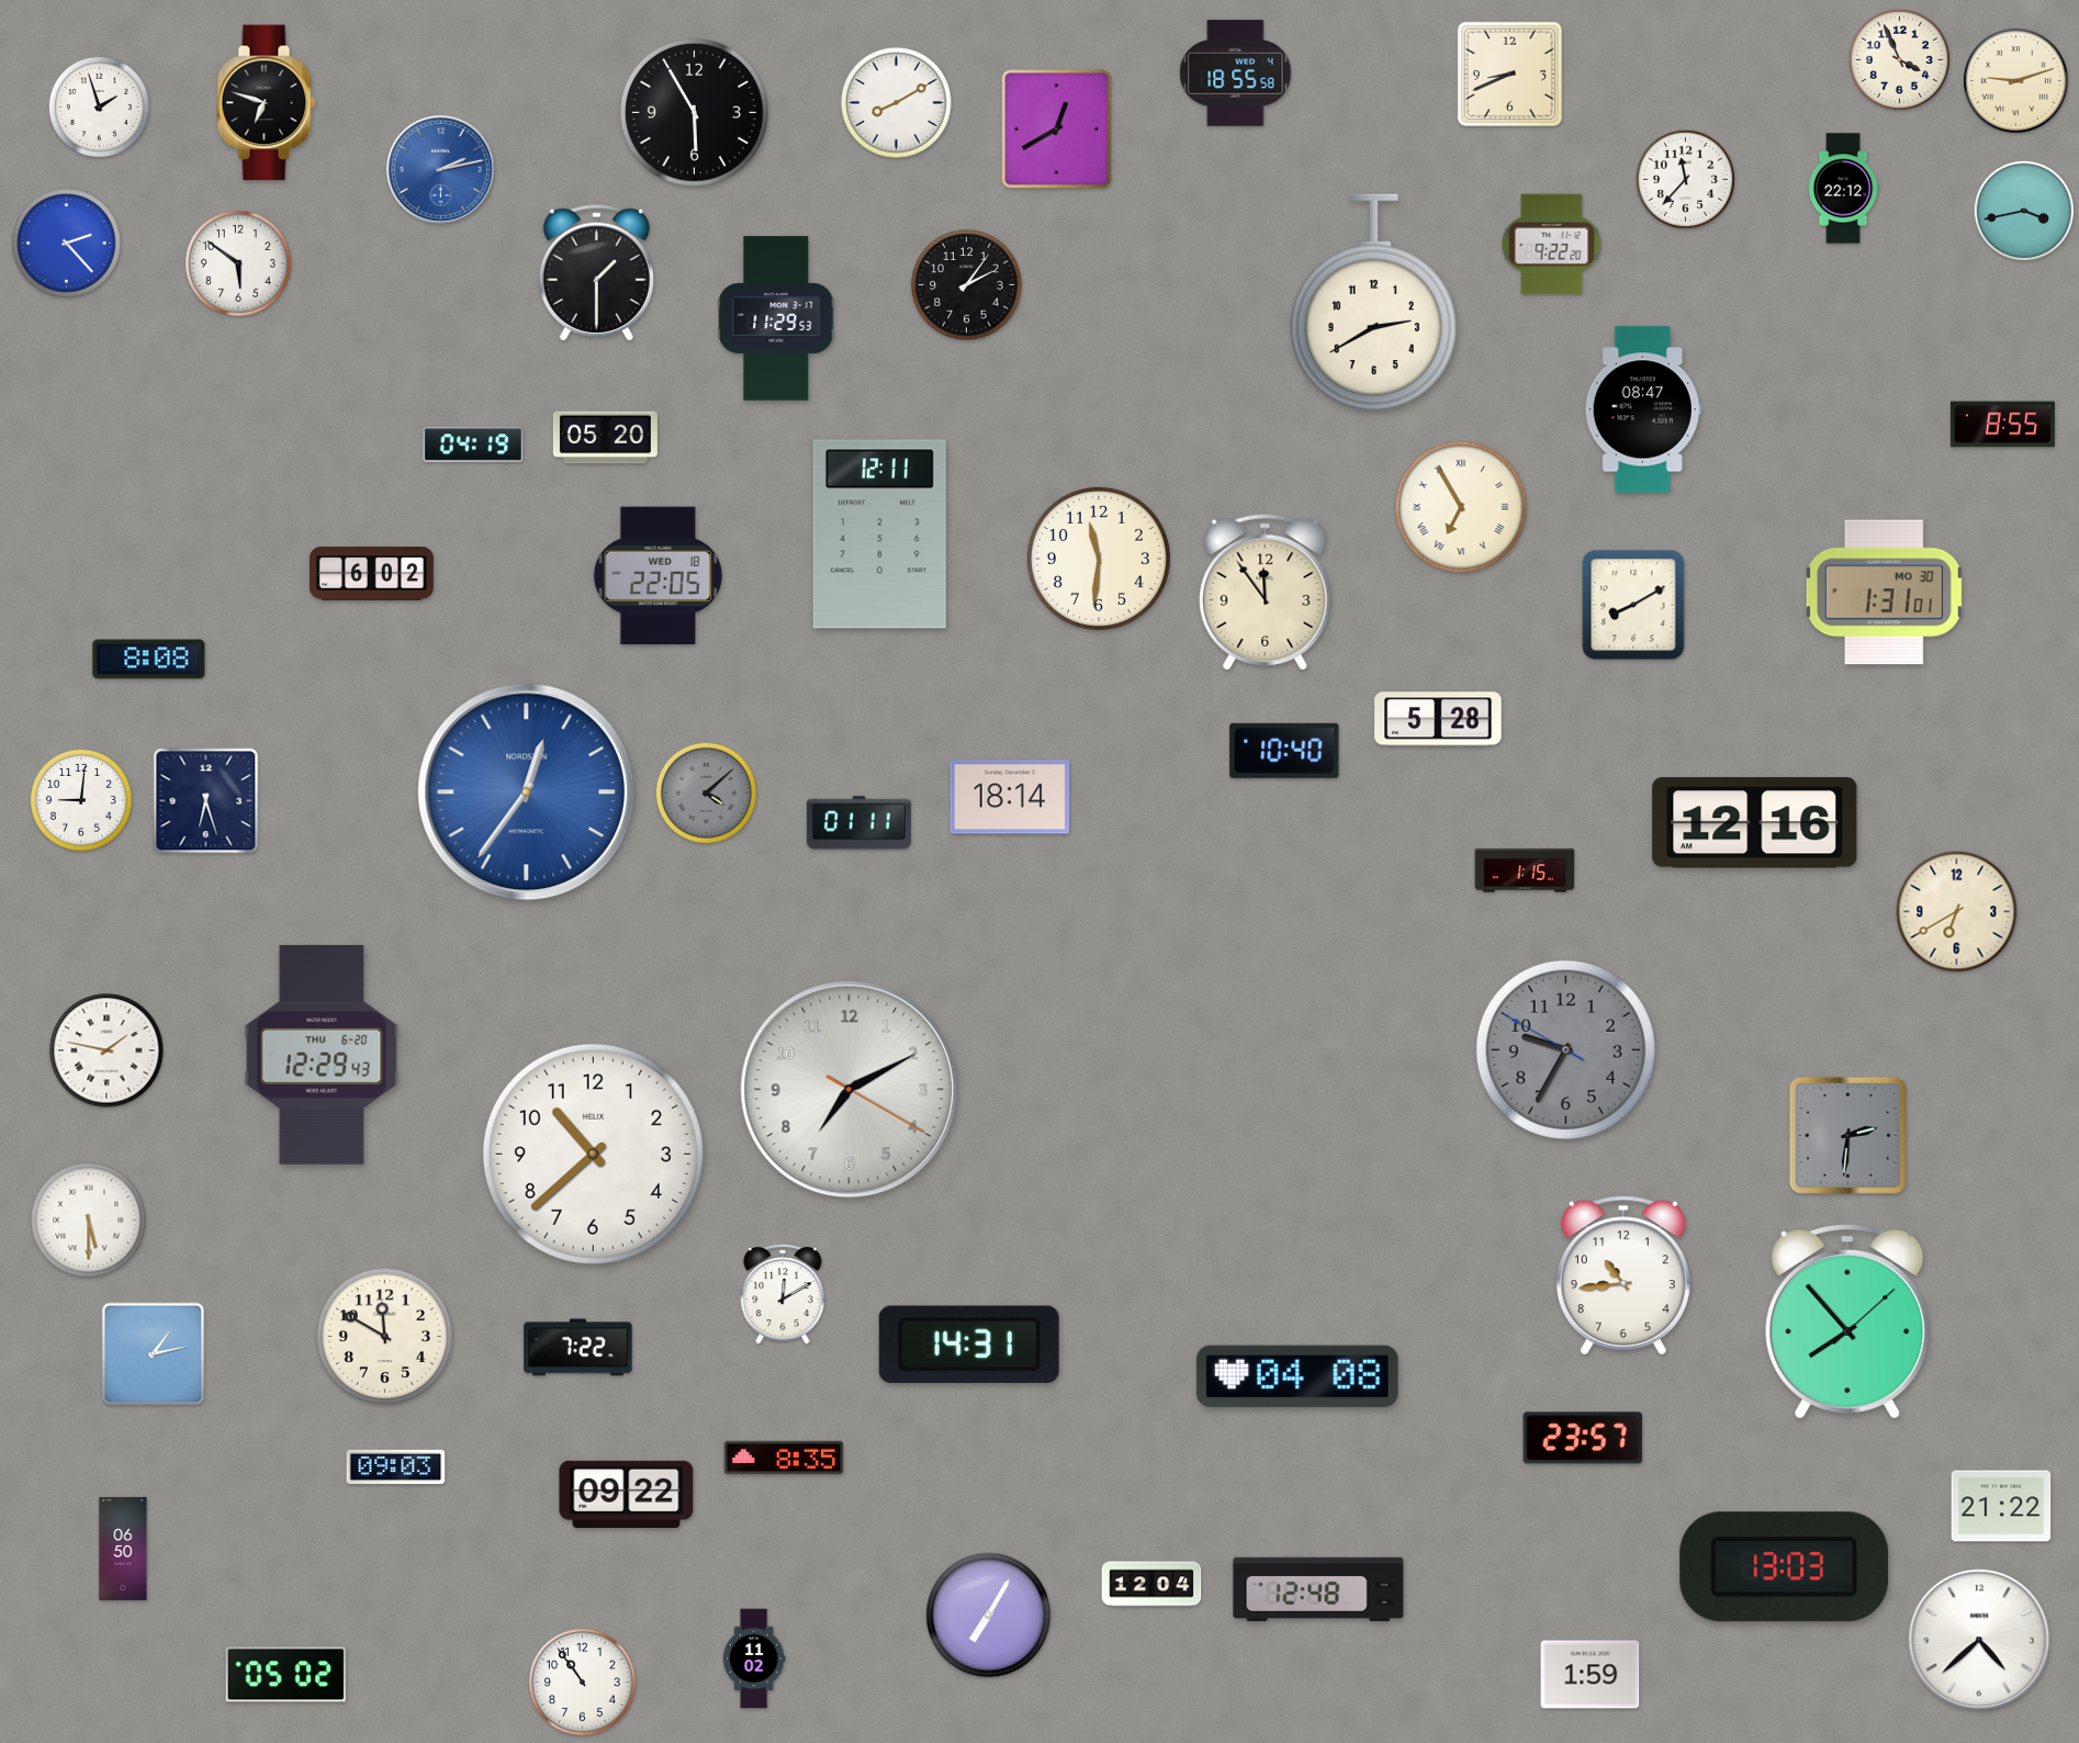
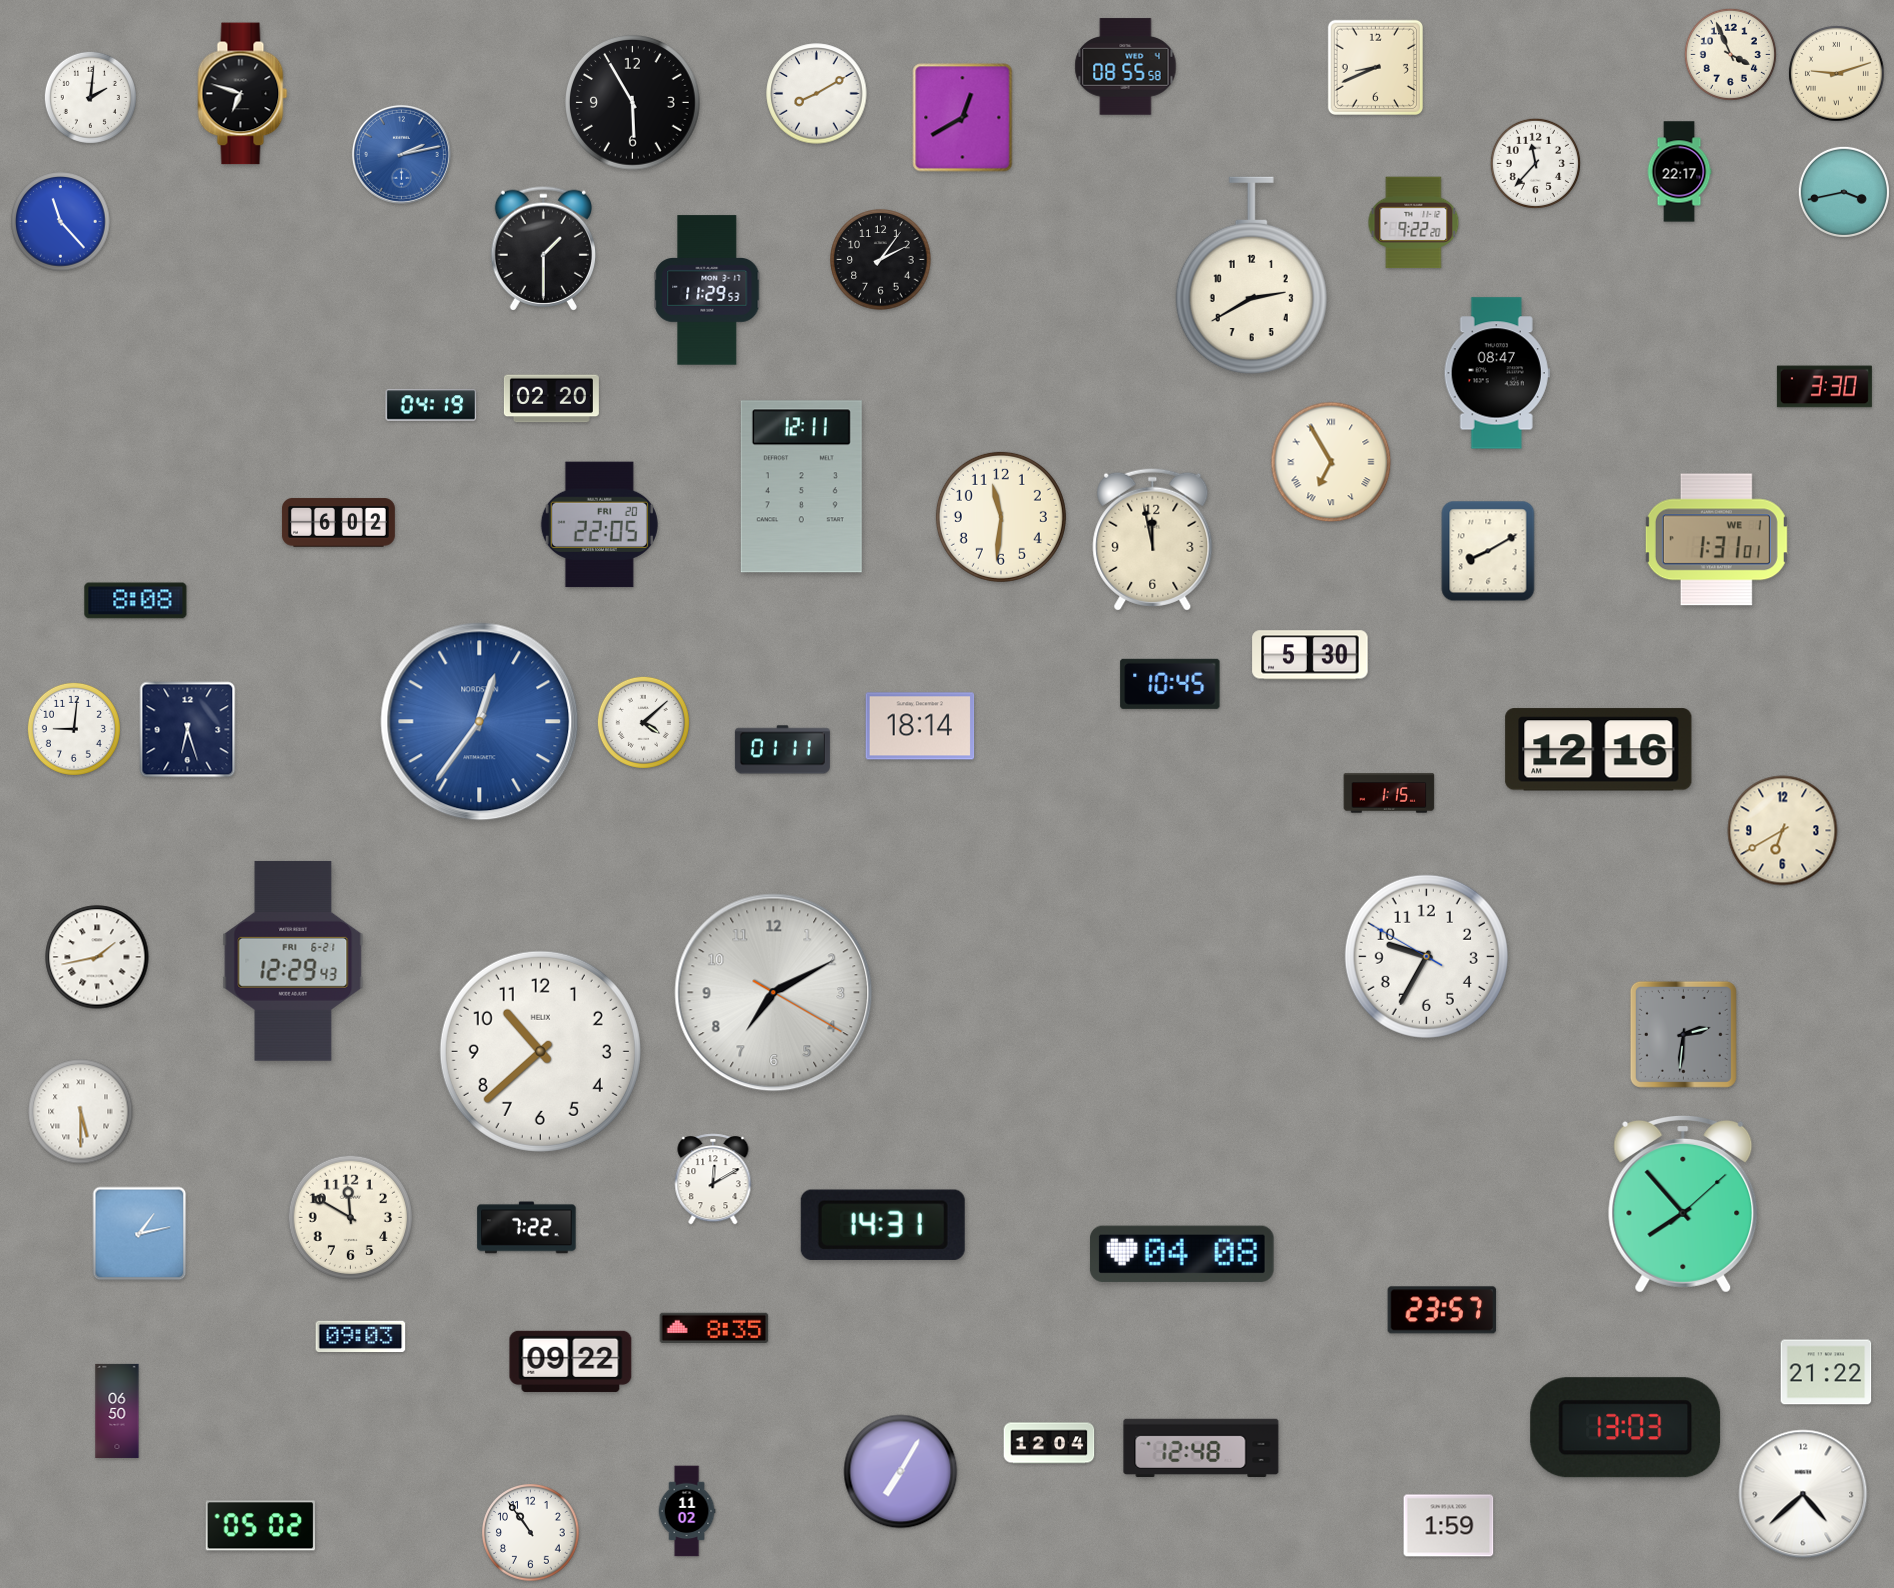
clock at (1236, 74): 18:55 -> 08:55
clock at (99, 106): 1:57 -> 2:01
clock at (1843, 189): 22:12 -> 22:17
clock at (67, 244): 2:23 -> 11:23
clock at (239, 265): 5:51 -> none
clock at (2002, 425): 8:55 -> 3:30
clock at (605, 438): 05:20 -> 02:20
clock at (1099, 559) position: (1099, 559) -> (1001, 517)
clock at (658, 576) date: WED 18 -> FRI 20
clock at (1266, 592): 11:54 -> 11:58
clock at (1884, 593) date: MO 30 -> WE 1
clock at (1438, 719): 5:28 -> 5:30
clock at (1284, 751): 10:40 -> 10:45
clock at (706, 792) dial: grey -> white
clock at (1565, 1049) dial: grey -> white
clock at (106, 1050): 1:47 -> 1:43
clock at (322, 1055) date: THU 6-20 -> FRI 6-21
clock at (1623, 1275): 10:44 -> none
clock at (2001, 1506) position: (2001, 1506) -> (1826, 1372)
clock at (123, 1549) position: (123, 1549) -> (117, 1411)
